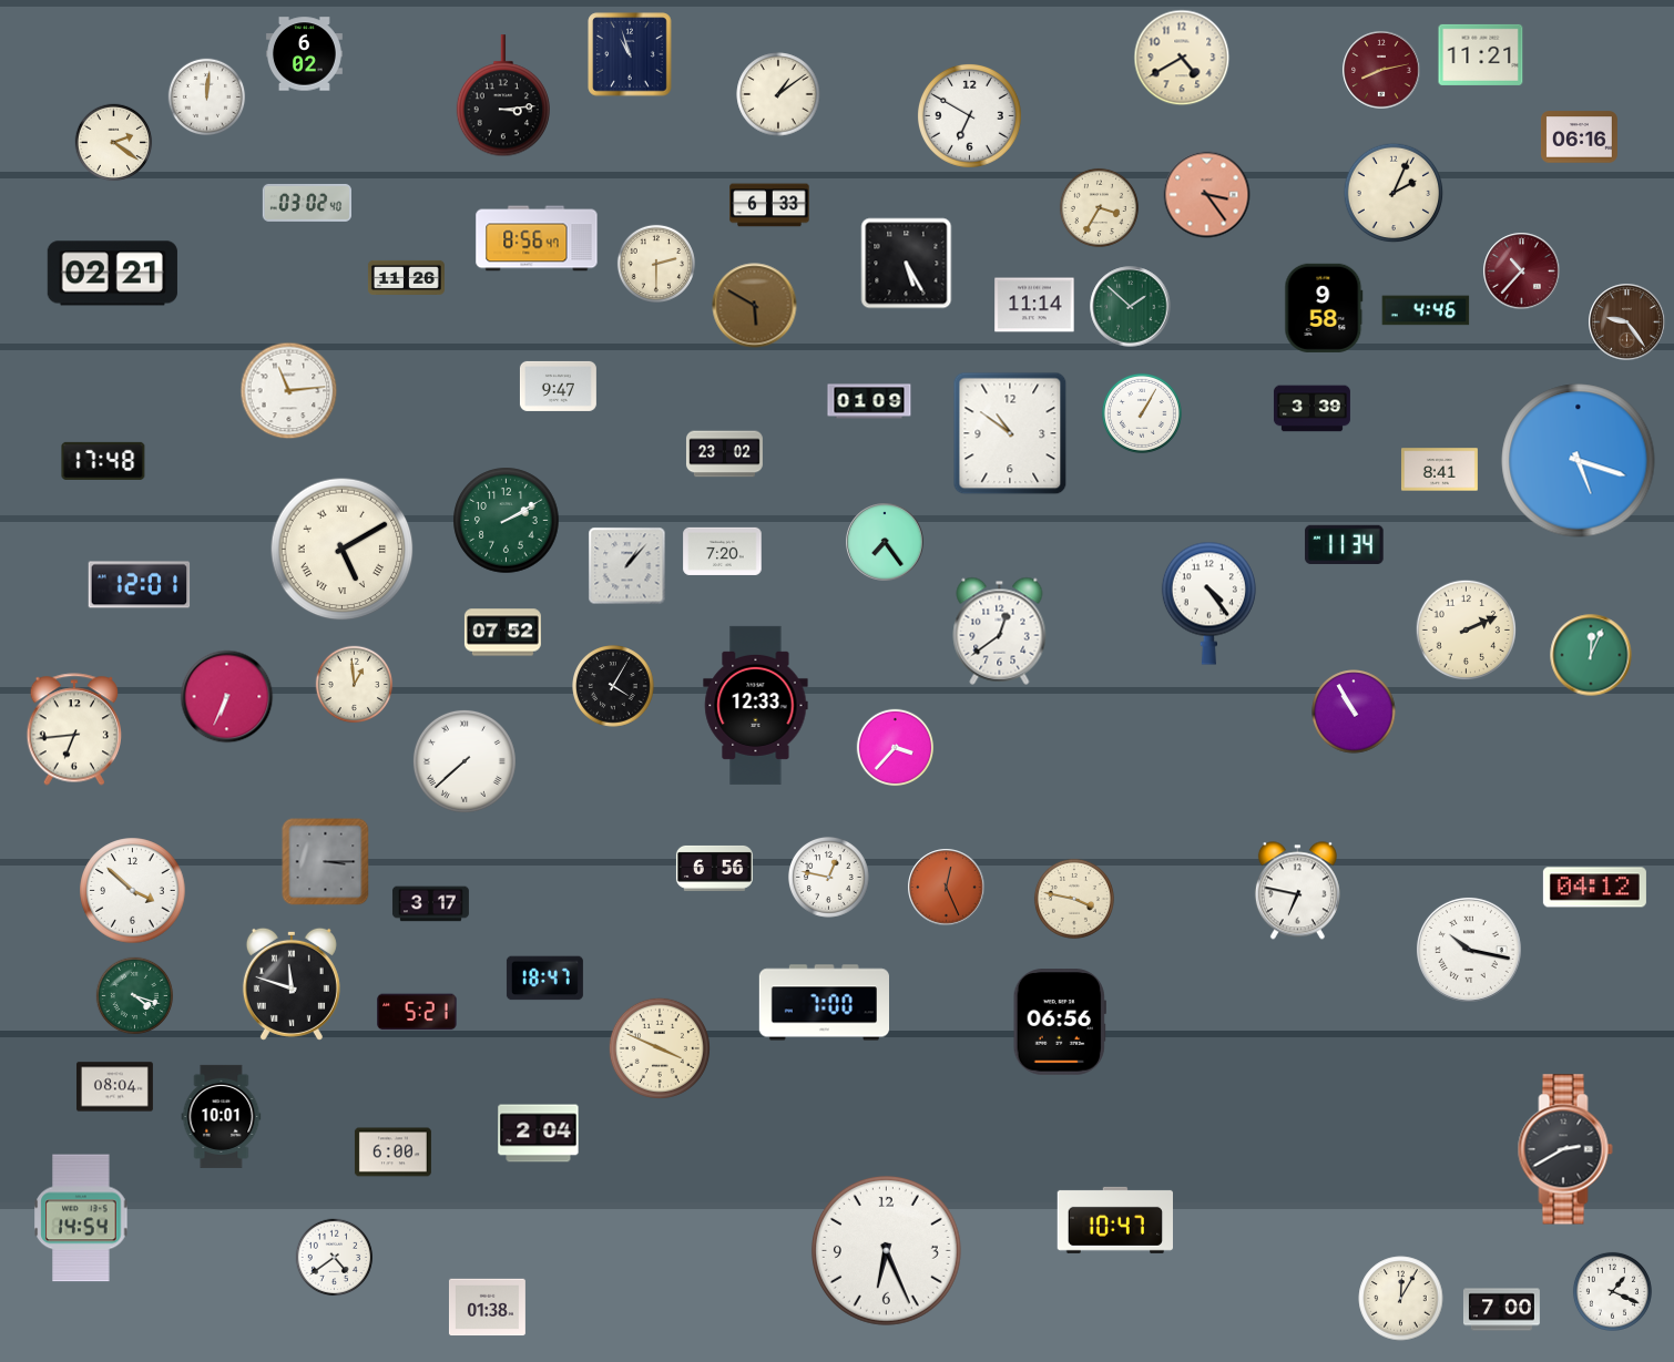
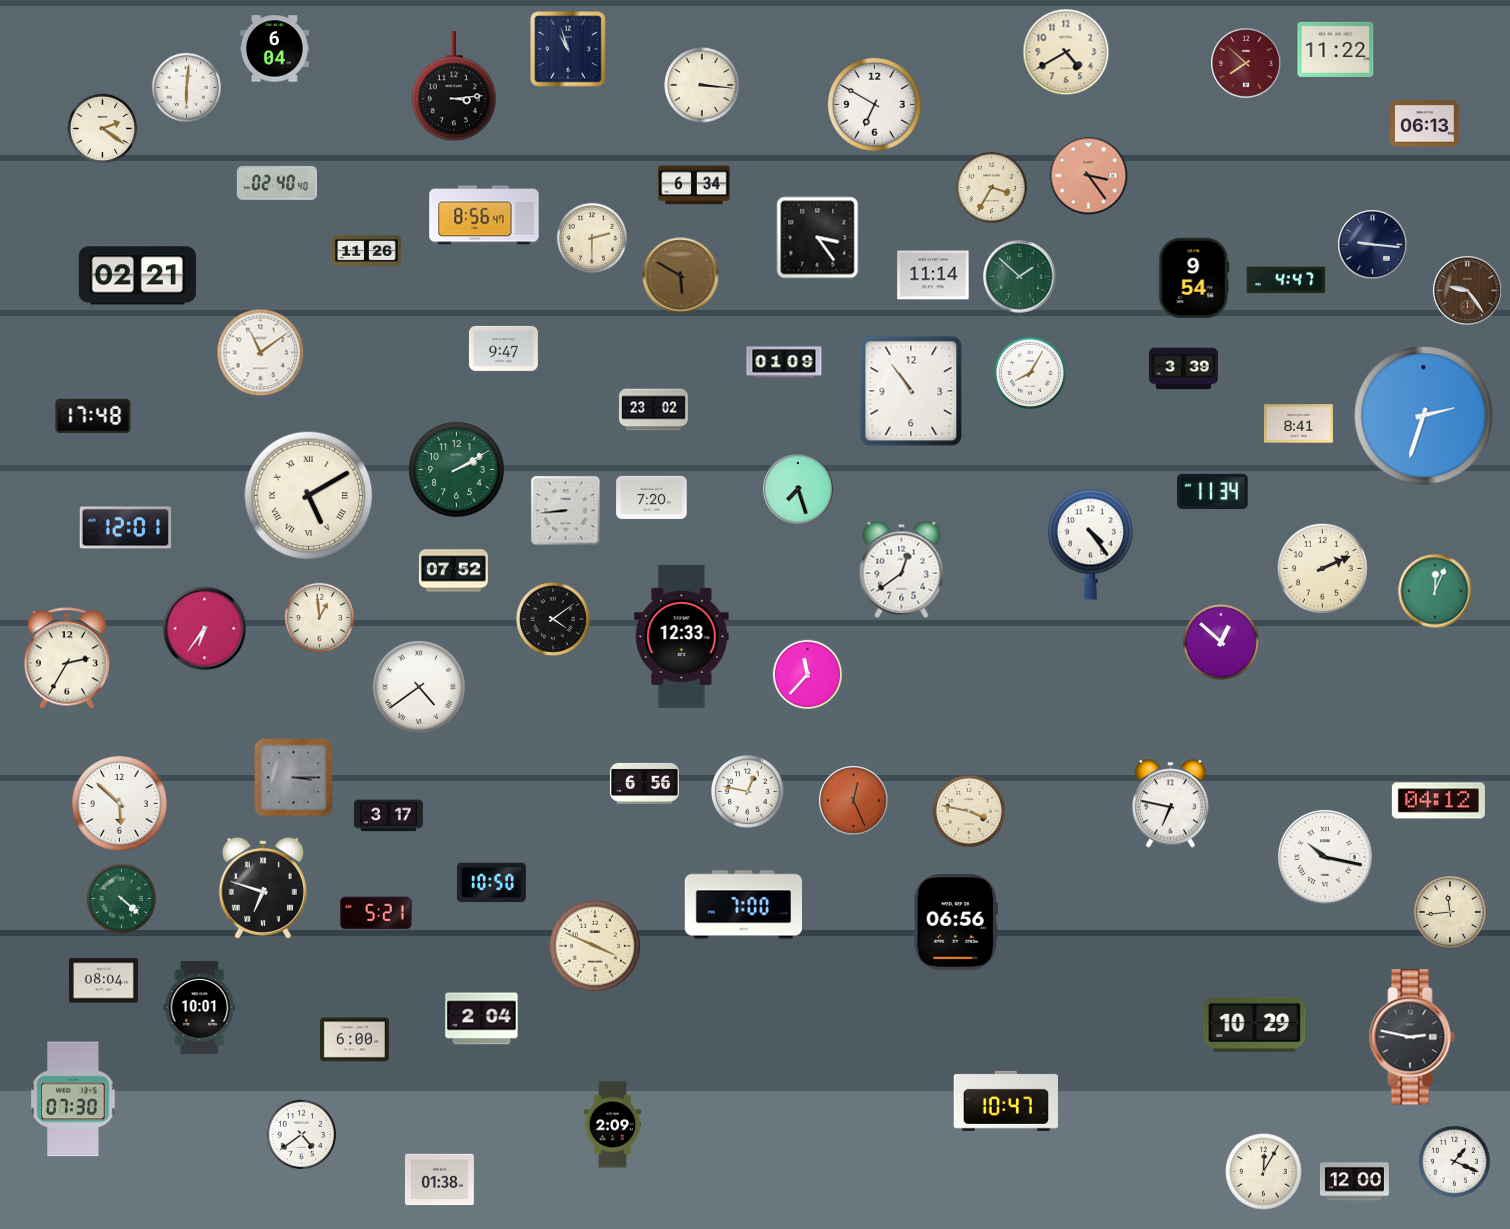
clock at (304, 54): 6:02 -> 6:04
clock at (1481, 54): 11:21 -> 11:22
clock at (1381, 70): 8:13 -> 7:52
clock at (778, 94): 1:09 -> 3:16
clock at (207, 98): 12:01 -> 6:01
clock at (1579, 137): 06:16 -> 06:13
clock at (1394, 193): 2:04 -> none
clock at (307, 203): 03:02 -> 02:40
clock at (769, 205): 6:33 -> 6:34
clock at (907, 264): 5:25 -> 3:24
clock at (1522, 272): 10:37 -> 9:16
clock at (1522, 272) dial: burgundy -> navy
clock at (112, 274) position: (112, 274) -> (137, 276)
clock at (1324, 308): 9:58 -> 9:54
clock at (1426, 310): 4:46 -> 4:47
clock at (289, 391): 11:14 -> 11:09
clock at (1142, 413): 1:05 -> 8:05
clock at (1010, 433): 10:51 -> 10:54
clock at (1579, 461): 5:18 -> 2:33
clock at (885, 542): 7:24 -> 7:27
clock at (627, 566): 1:07 -> 8:44
clock at (613, 686): 4:05 -> 4:09
clock at (227, 697): 6:34 -> 6:36
clock at (1354, 711): 10:55 -> 12:52
clock at (73, 729): 6:44 -> 2:35
clock at (896, 748): 3:37 -> 11:37
clock at (465, 761): 7:38 -> 4:39
clock at (133, 891): 3:52 -> 5:52
clock at (544, 979): 18:47 -> 10:50
clock at (292, 984): 11:48 -> 6:48
clock at (135, 996): 4:18 -> 4:22
clock at (1450, 912): none -> 11:44
clock at (539, 1134) position: (539, 1134) -> (482, 1019)
clock at (1255, 1024): none -> 10:29
clock at (1565, 1149): 2:40 -> 2:47
clock at (81, 1218): 14:54 -> 07:30
clock at (613, 1125): none -> 2:09
clock at (886, 1250): 6:26 -> none
clock at (1612, 1291) position: (1612, 1291) -> (1454, 1161)
clock at (1501, 1310): 7:00 -> 12:00
